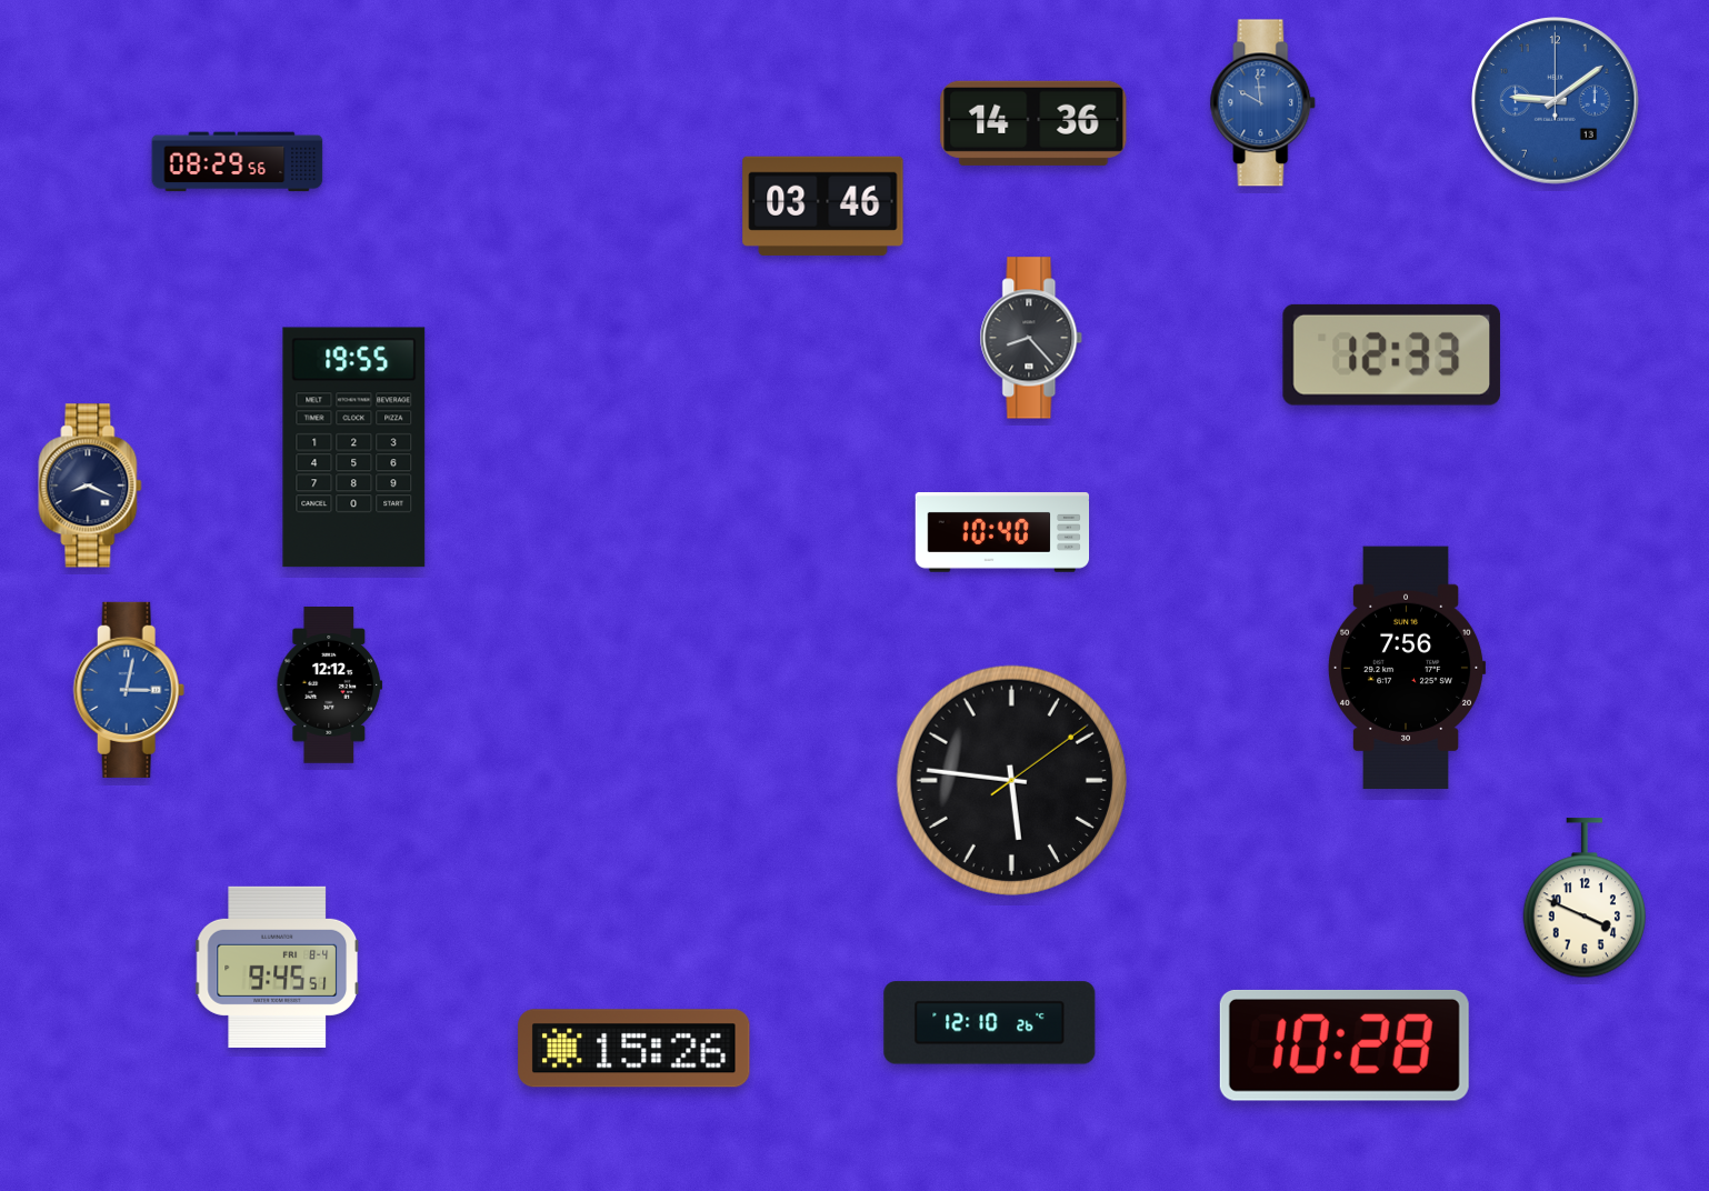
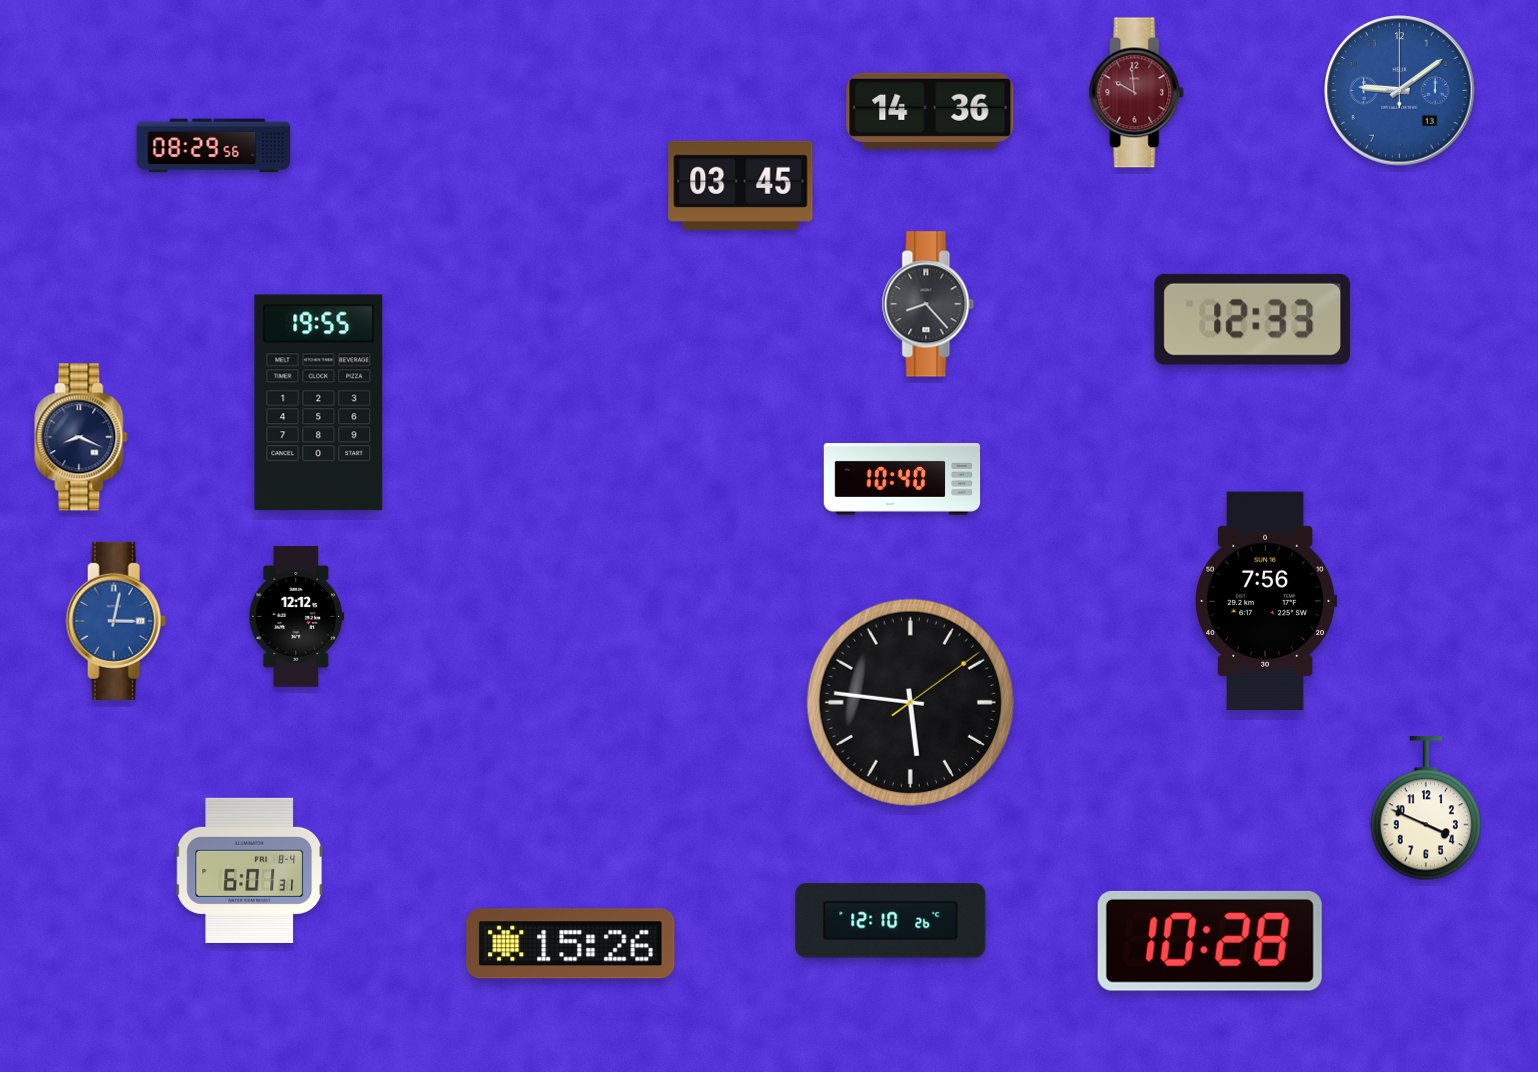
clock at (1263, 103) dial: blue -> burgundy
clock at (823, 206): 03:46 -> 03:45
clock at (278, 967): 9:45 -> 6:01
